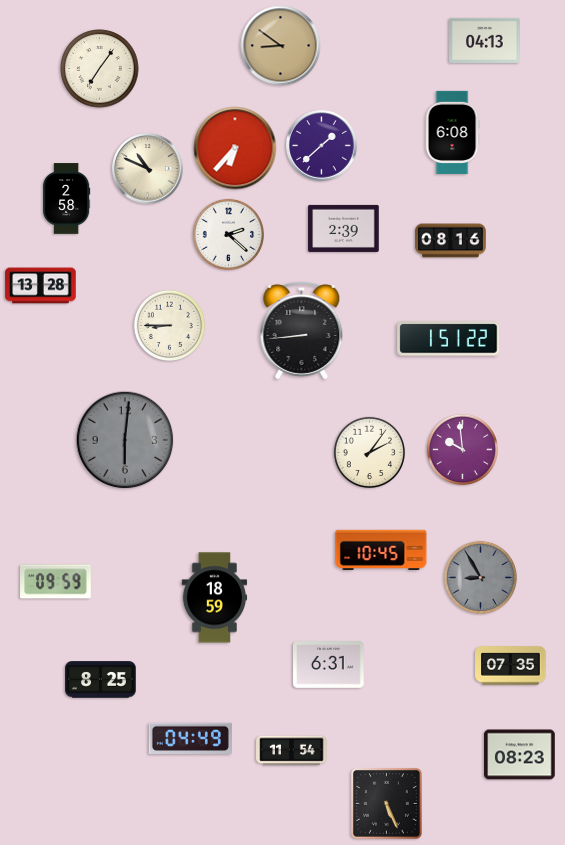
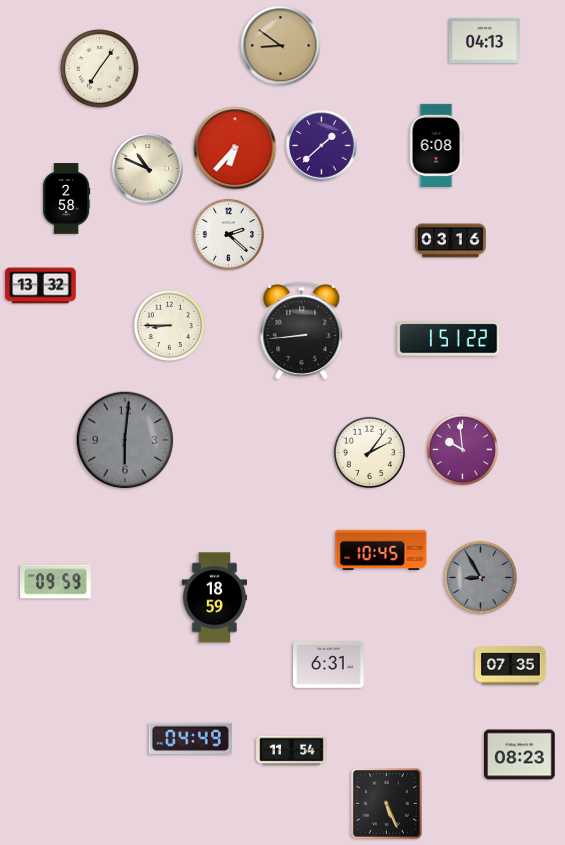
clock at (452, 132) position: (452, 132) -> (436, 145)
clock at (344, 228): 2:39 -> none
clock at (451, 241): 08:16 -> 03:16
clock at (41, 286): 13:28 -> 13:32
clock at (101, 680): 8:25 -> none
